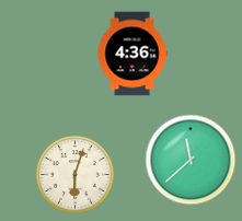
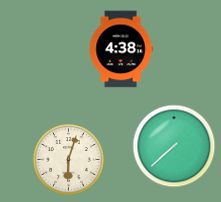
clock at (132, 54): 4:36 -> 4:38
clock at (191, 160): 11:38 -> 7:38
